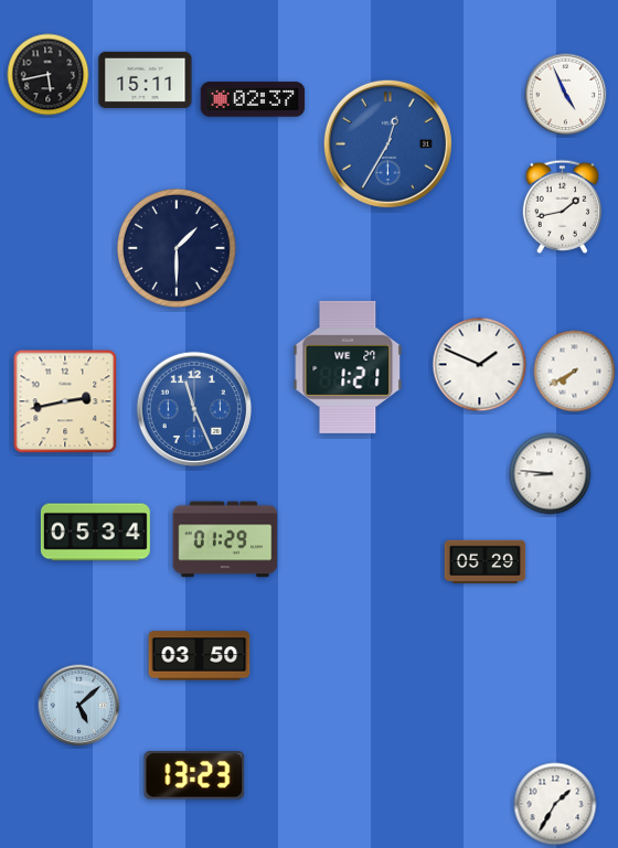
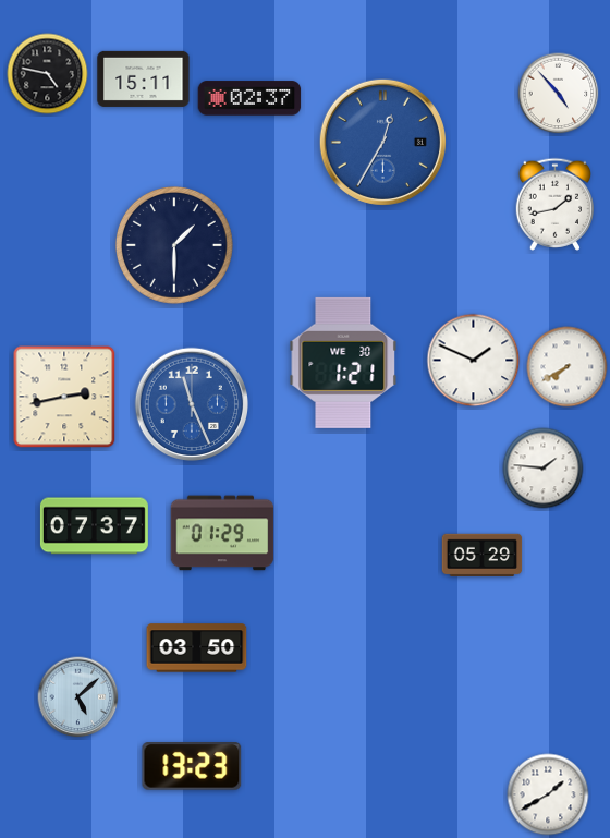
clock at (49, 75): 5:43 -> 4:47
clock at (566, 95): 4:56 -> 4:53
clock at (348, 367) date: WE 27 -> WE 30
clock at (551, 474): 8:46 -> 1:46
clock at (95, 533): 05:34 -> 07:37
clock at (486, 562) position: (486, 562) -> (483, 556)
clock at (555, 804): 1:35 -> 1:40
